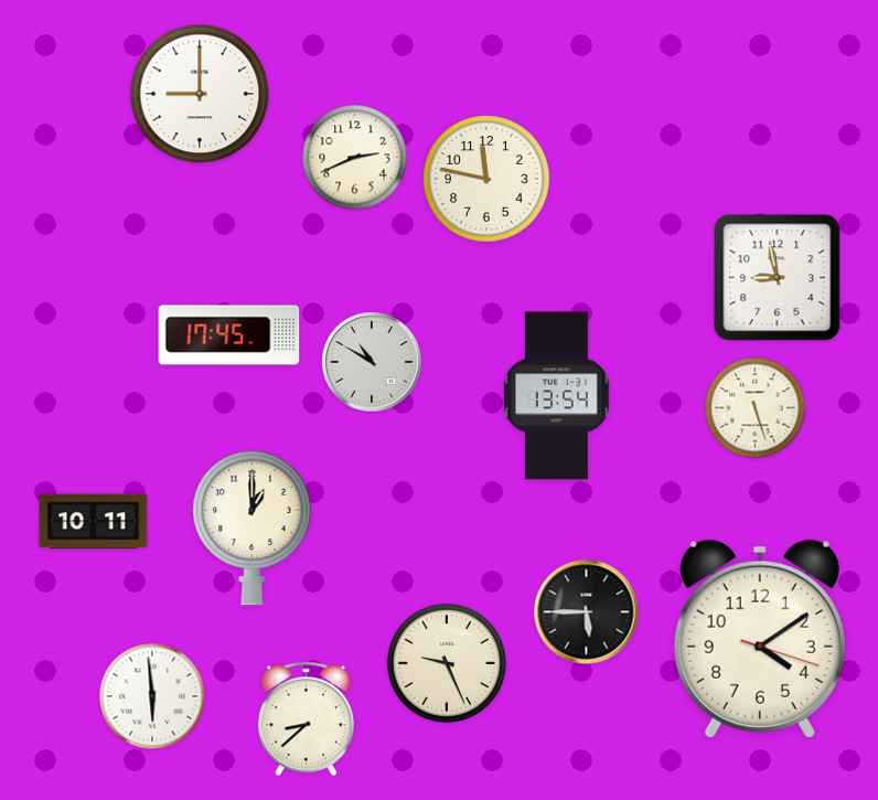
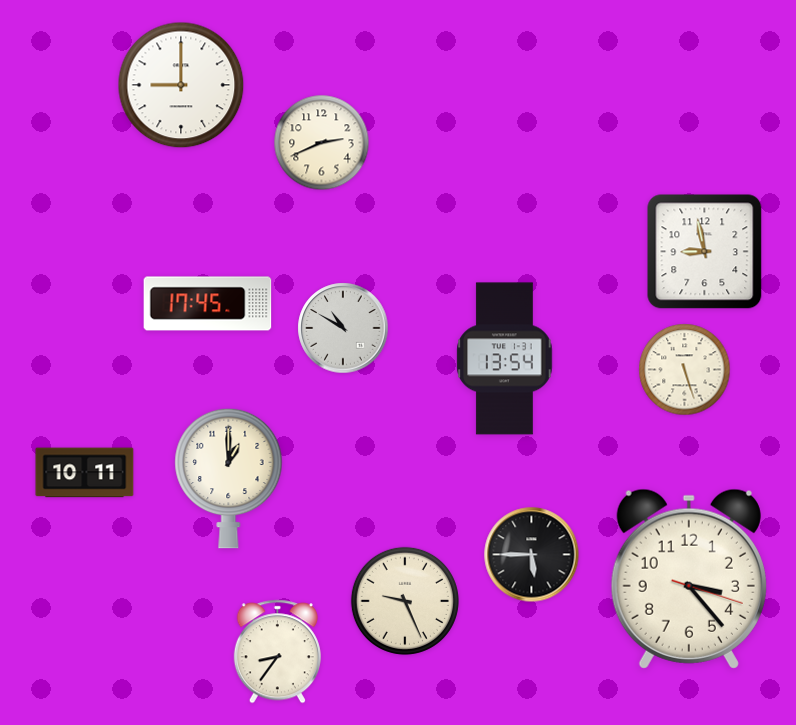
clock at (486, 179): 11:47 -> none
clock at (372, 362) position: (372, 362) -> (343, 328)
clock at (760, 639): 4:09 -> 3:23
clock at (152, 696): 5:59 -> none
clock at (306, 719): 8:38 -> 8:36
